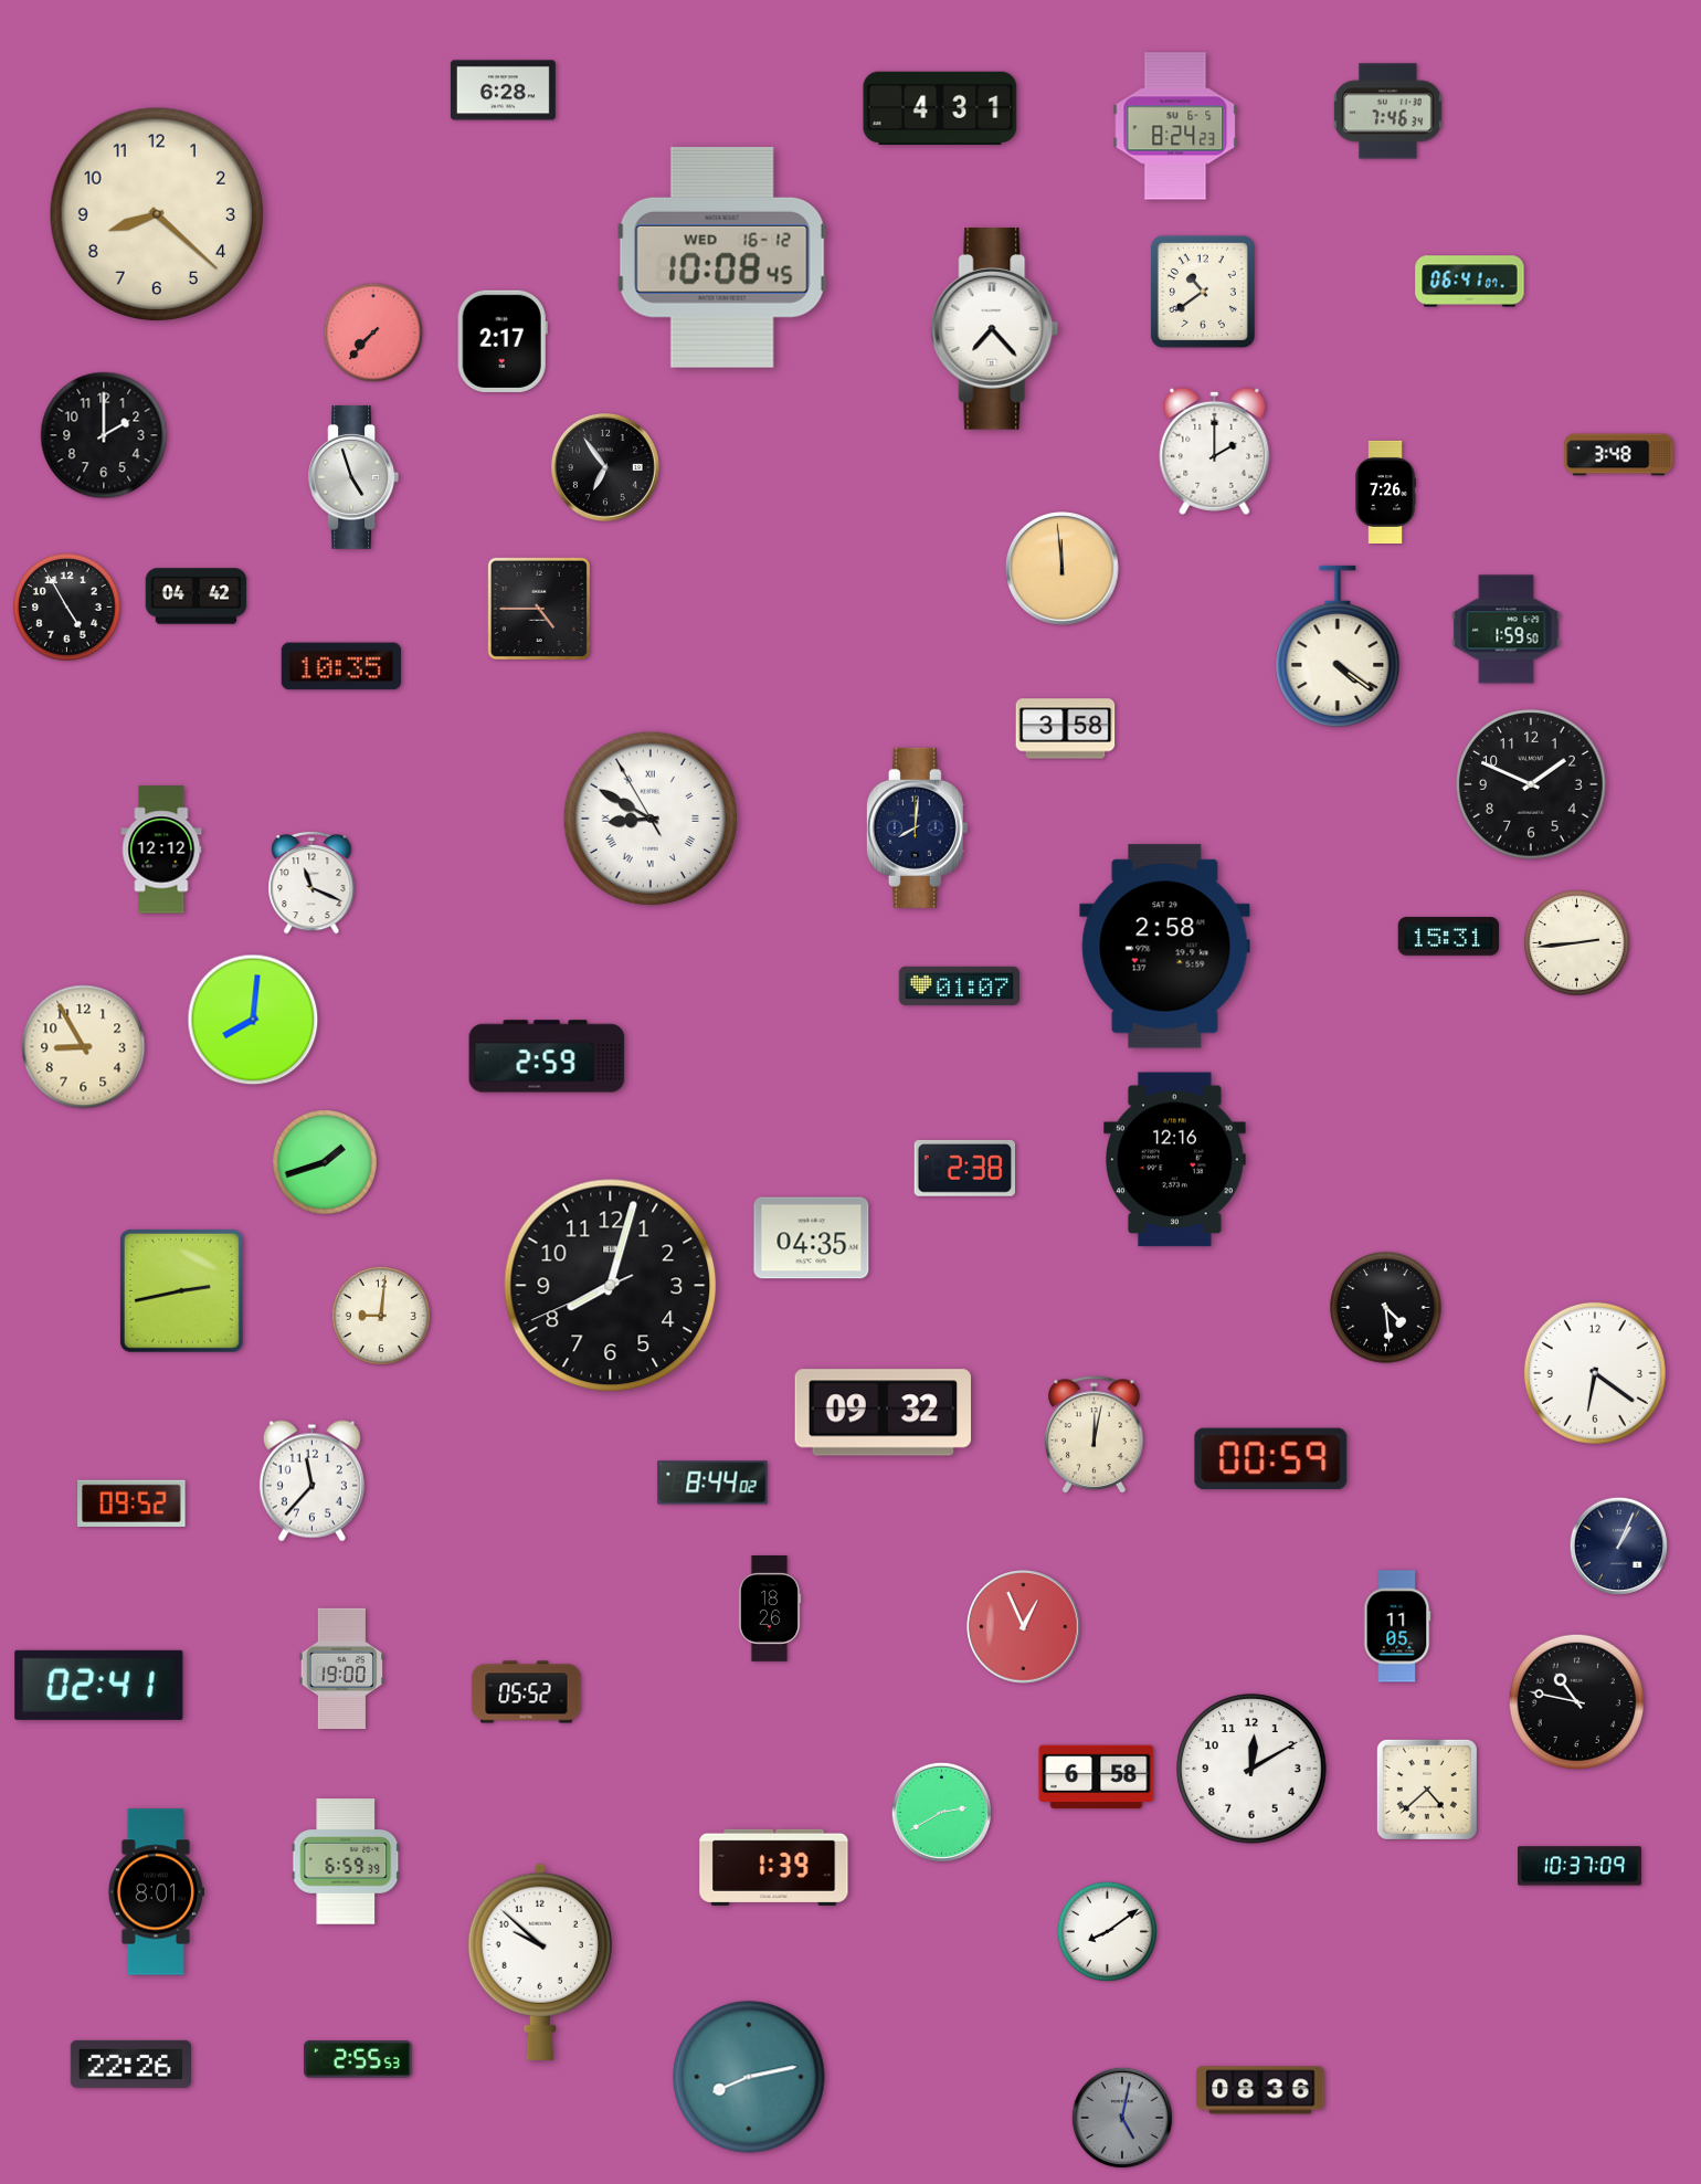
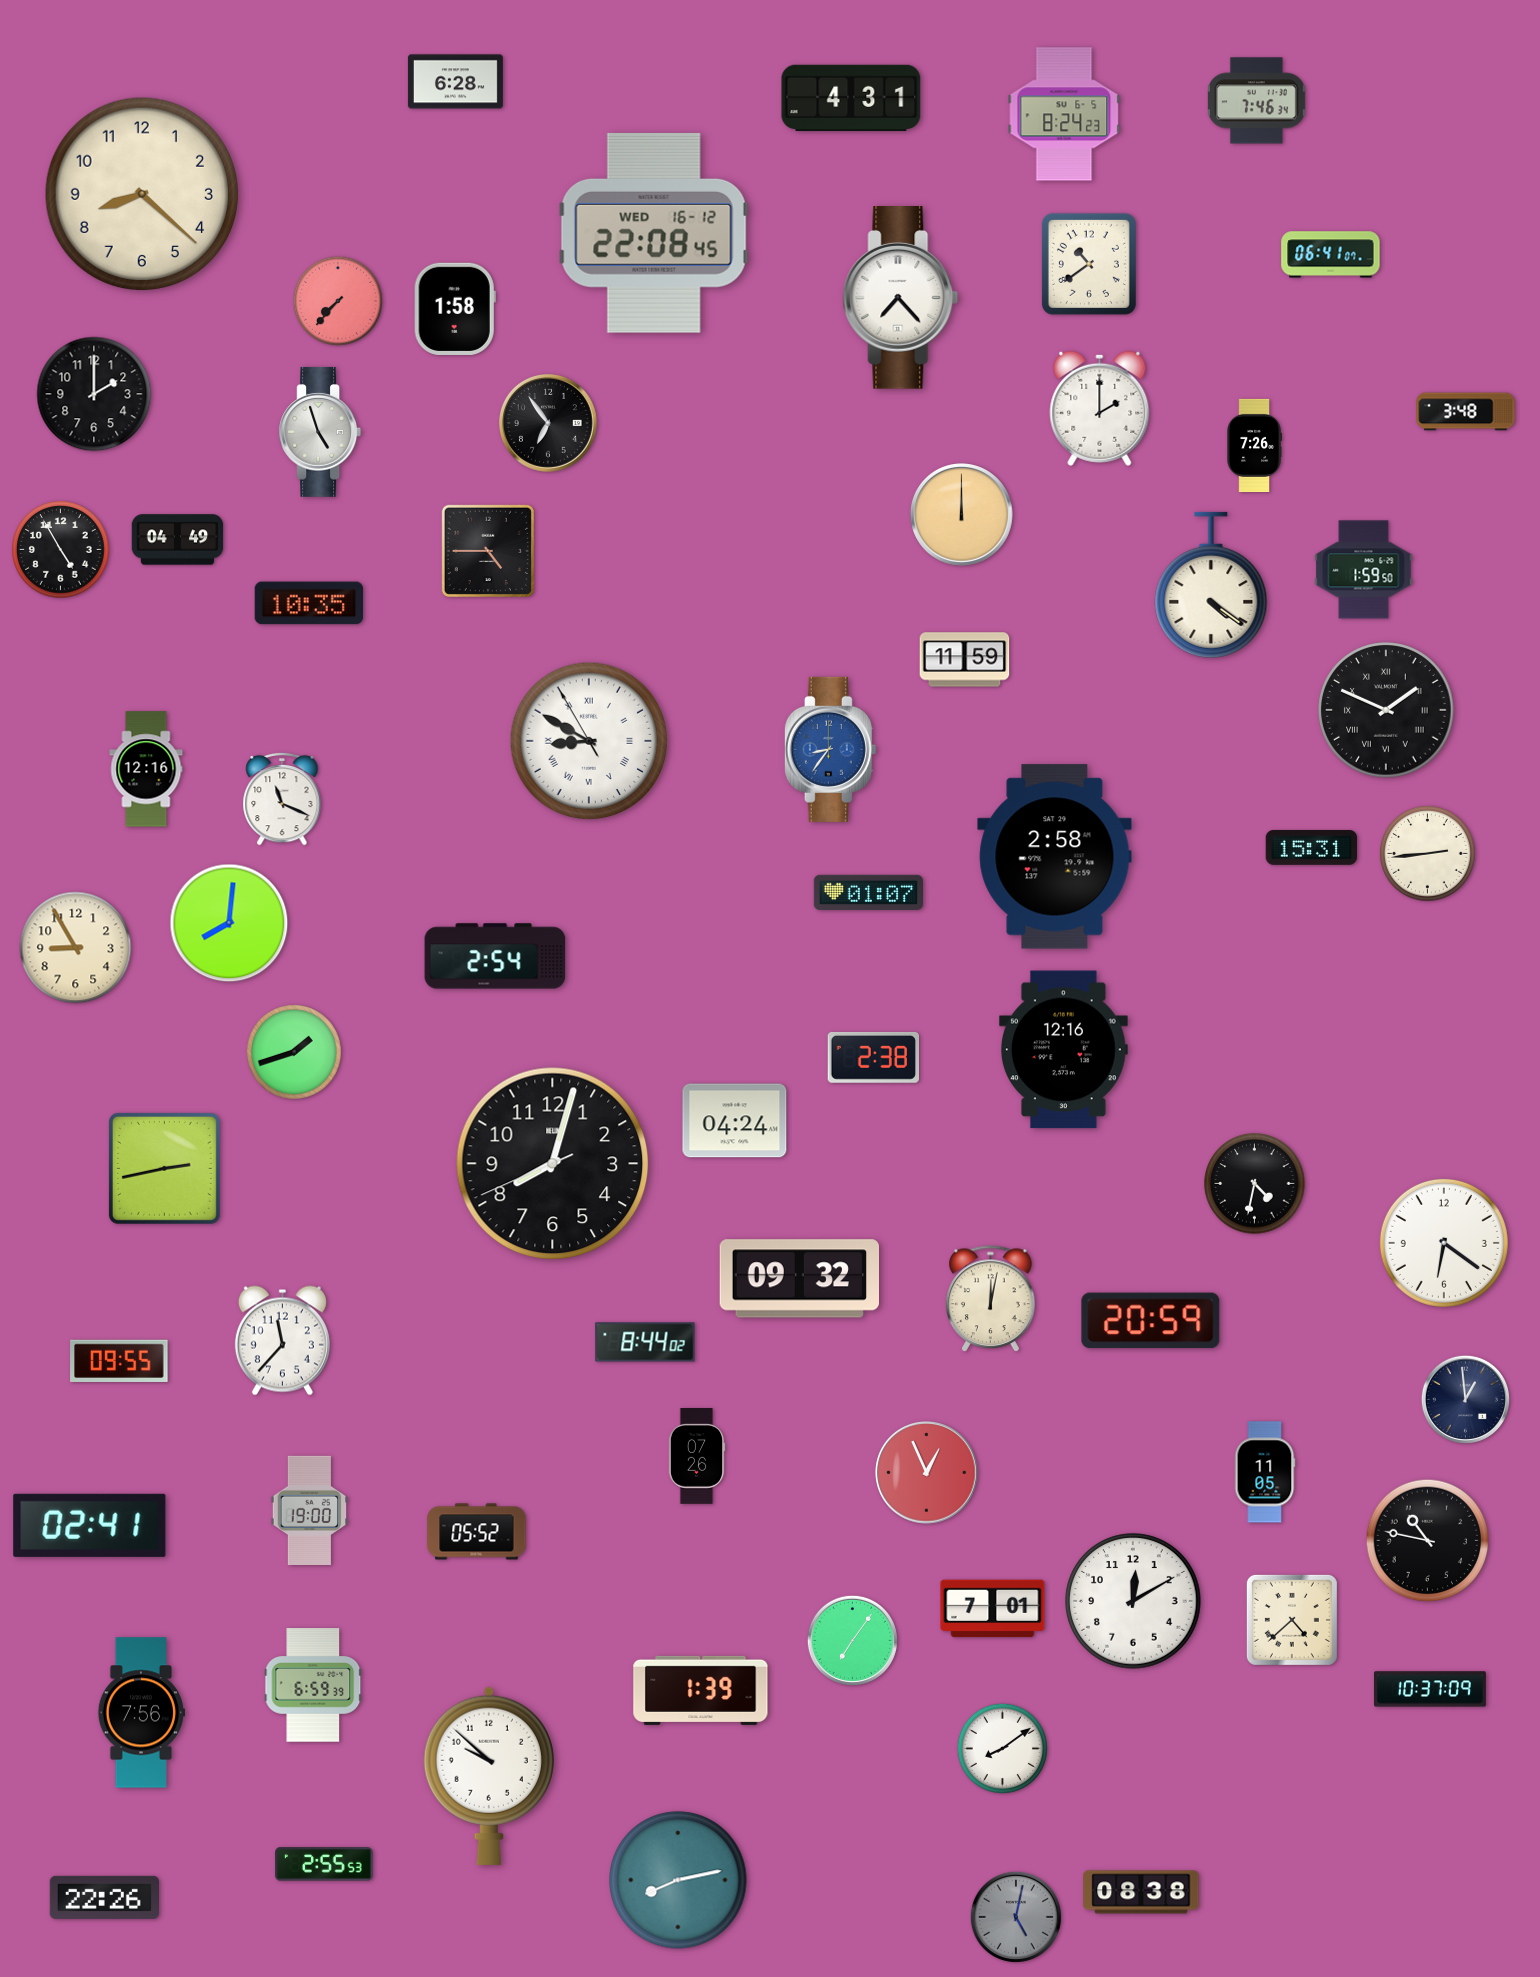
clock at (722, 257): 10:08 -> 22:08
clock at (503, 341): 2:17 -> 1:58
clock at (1063, 569): 11:59 -> 12:00
clock at (197, 597): 04:42 -> 04:49
clock at (1066, 729): 3:58 -> 11:59
clock at (1531, 784) numerals: Arabic -> Roman
clock at (917, 827): 8:01 -> 8:36
clock at (917, 827) dial: navy -> blue
clock at (161, 850): 12:12 -> 12:16
clock at (547, 1056): 2:59 -> 2:54
clock at (812, 1238): 04:35 -> 04:24
clock at (1386, 1308): 4:29 -> 4:32
clock at (381, 1316): 9:01 -> none
clock at (1271, 1459): 00:59 -> 20:59
clock at (131, 1504): 09:52 -> 09:55
clock at (1618, 1545): 1:04 -> 12:59
clock at (770, 1608): 18:26 -> 07:26
clock at (1097, 1777): 6:58 -> 7:01
clock at (941, 1812): 2:40 -> 7:06
clock at (156, 1892): 8:01 -> 7:56
clock at (130, 2064) position: (130, 2064) -> (104, 1897)
clock at (1260, 2090): 08:36 -> 08:38
